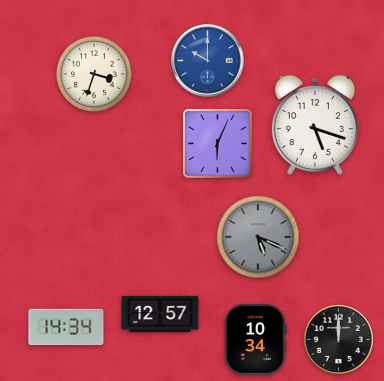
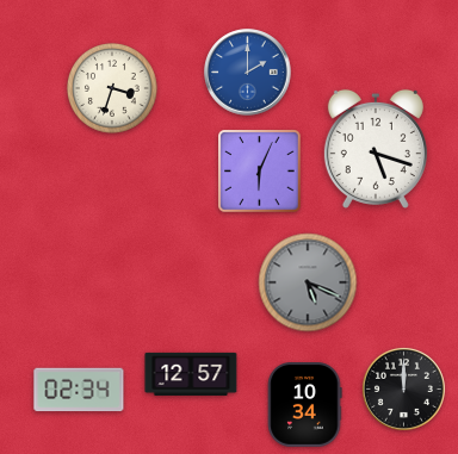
clock at (208, 61): 10:00 -> 2:00
clock at (66, 327): 14:34 -> 02:34
clock at (338, 339) position: (338, 339) -> (403, 388)
